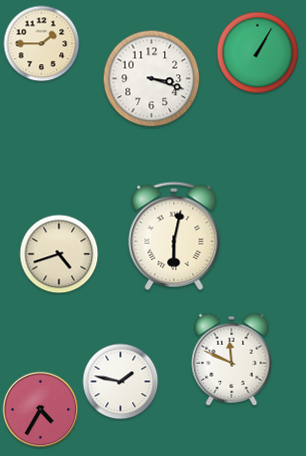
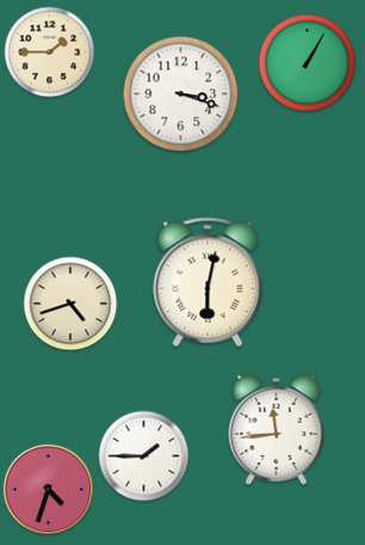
clock at (232, 359): 11:49 -> 11:44
clock at (121, 382): 1:47 -> 1:45
clock at (41, 410): 4:35 -> 4:33
